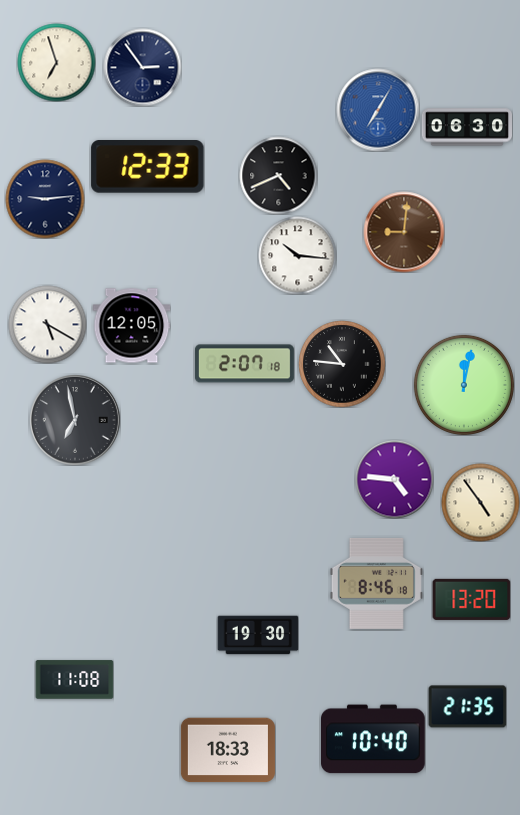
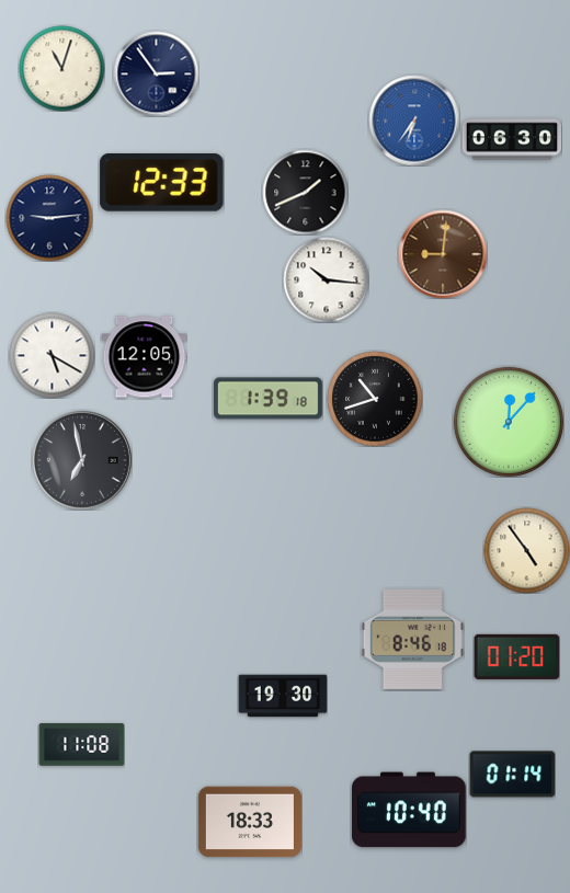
clock at (56, 62): 6:57 -> 11:03
clock at (378, 110): 7:05 -> 6:36
clock at (278, 175): 4:41 -> 1:41
clock at (244, 364): 2:07 -> 1:39
clock at (342, 364): 10:46 -> 10:42
clock at (464, 385): 12:02 -> 12:07
clock at (394, 479): 4:46 -> none
clock at (471, 599): 13:20 -> 01:20
clock at (467, 707): 21:35 -> 01:14
